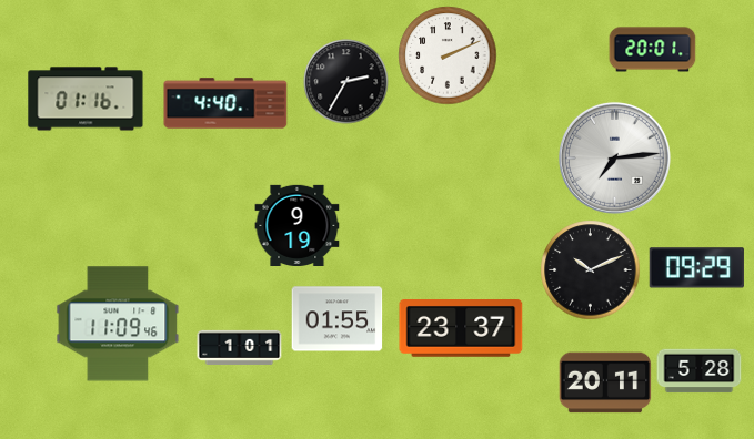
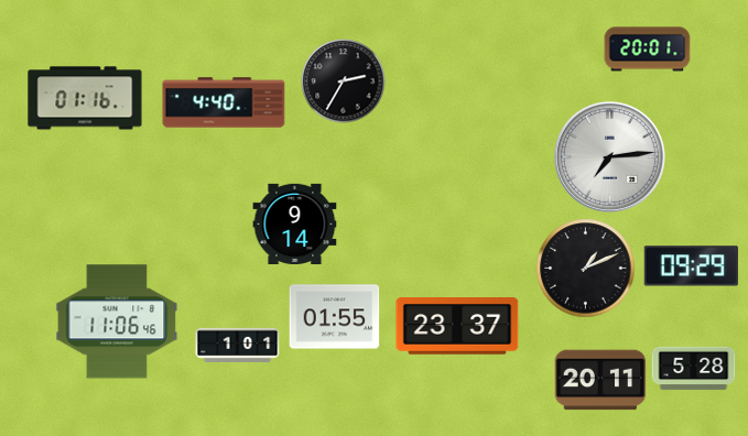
clock at (448, 55): 2:11 -> none
clock at (298, 225): 9:19 -> 9:14
clock at (591, 270): 10:11 -> 1:11
clock at (118, 324): 11:09 -> 11:06
